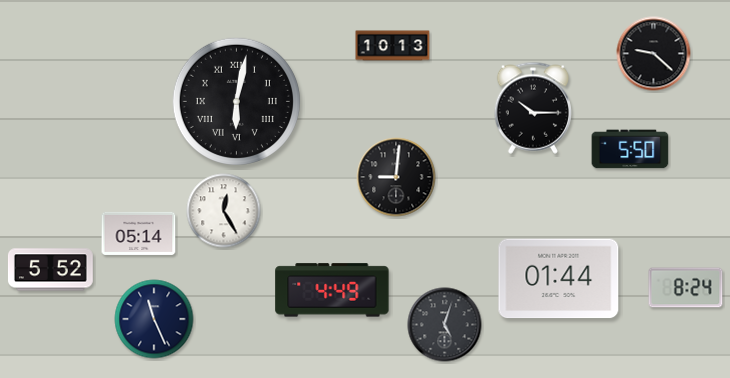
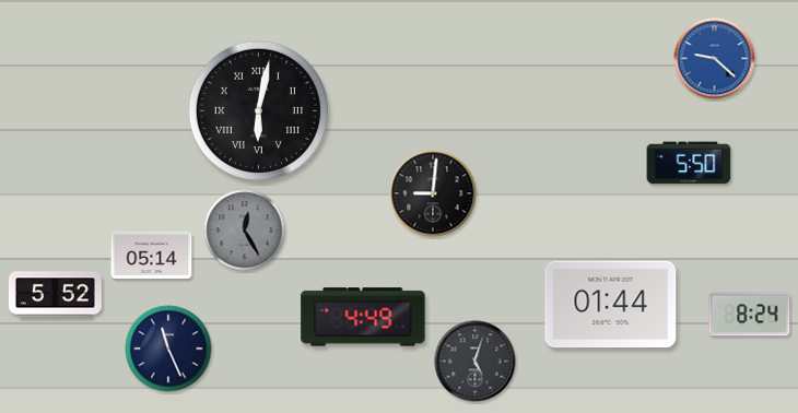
clock at (393, 46): 10:13 -> none
clock at (654, 54) dial: black -> blue
clock at (532, 108): 10:15 -> none
clock at (224, 211) dial: white -> grey
clock at (445, 325) position: (445, 325) -> (476, 362)
